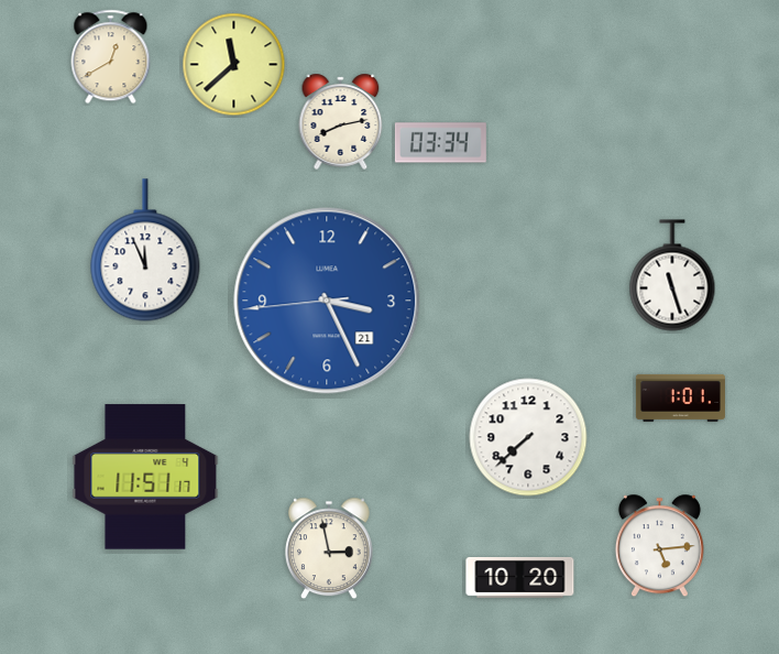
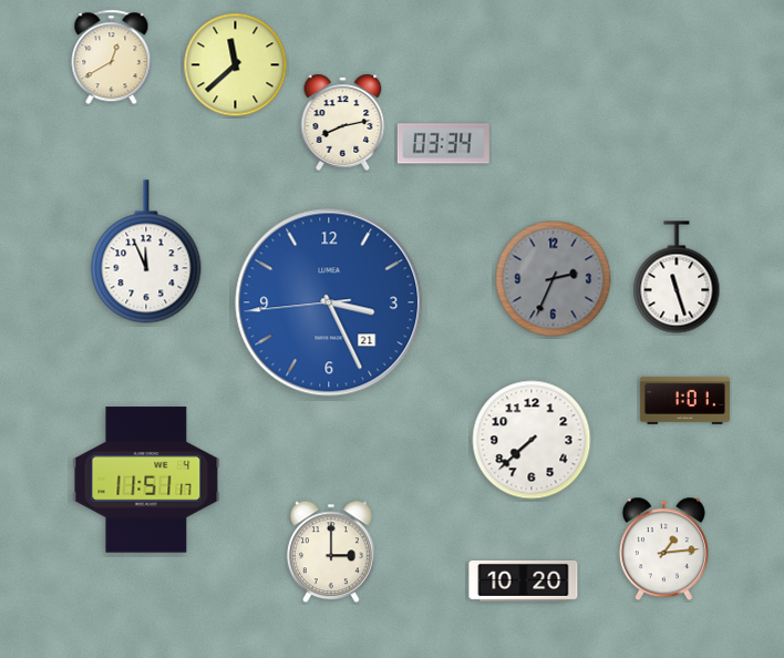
clock at (554, 279): none -> 2:34
clock at (659, 546): 5:14 -> 1:14
clock at (329, 548): 2:58 -> 3:00
